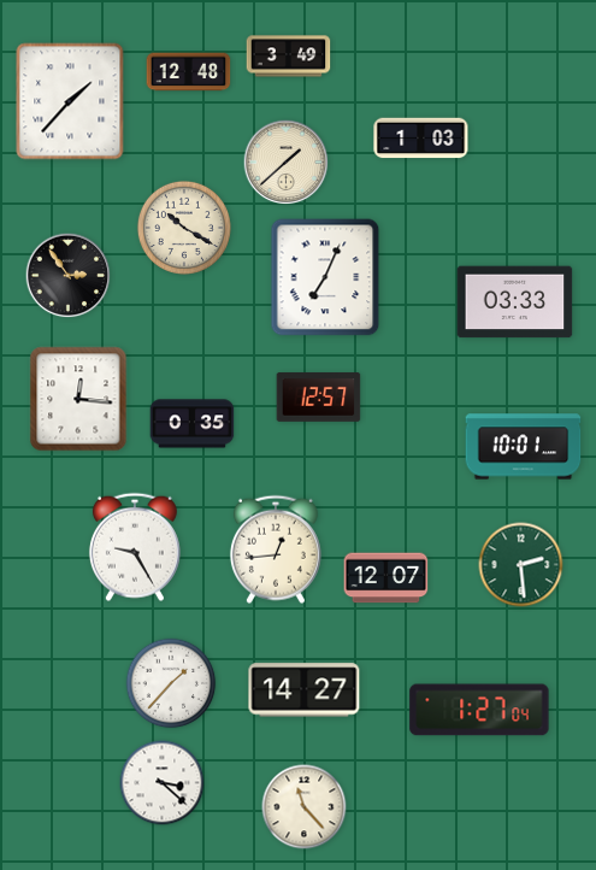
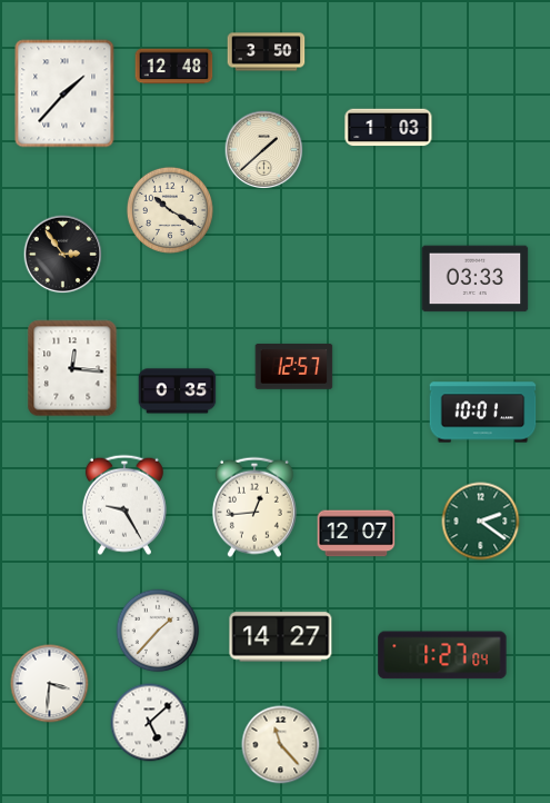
clock at (289, 57): 3:49 -> 3:50
clock at (325, 277): 7:04 -> none
clock at (521, 565): 2:29 -> 2:21
clock at (50, 684): none -> 3:31
clock at (163, 783): 3:22 -> 5:08
